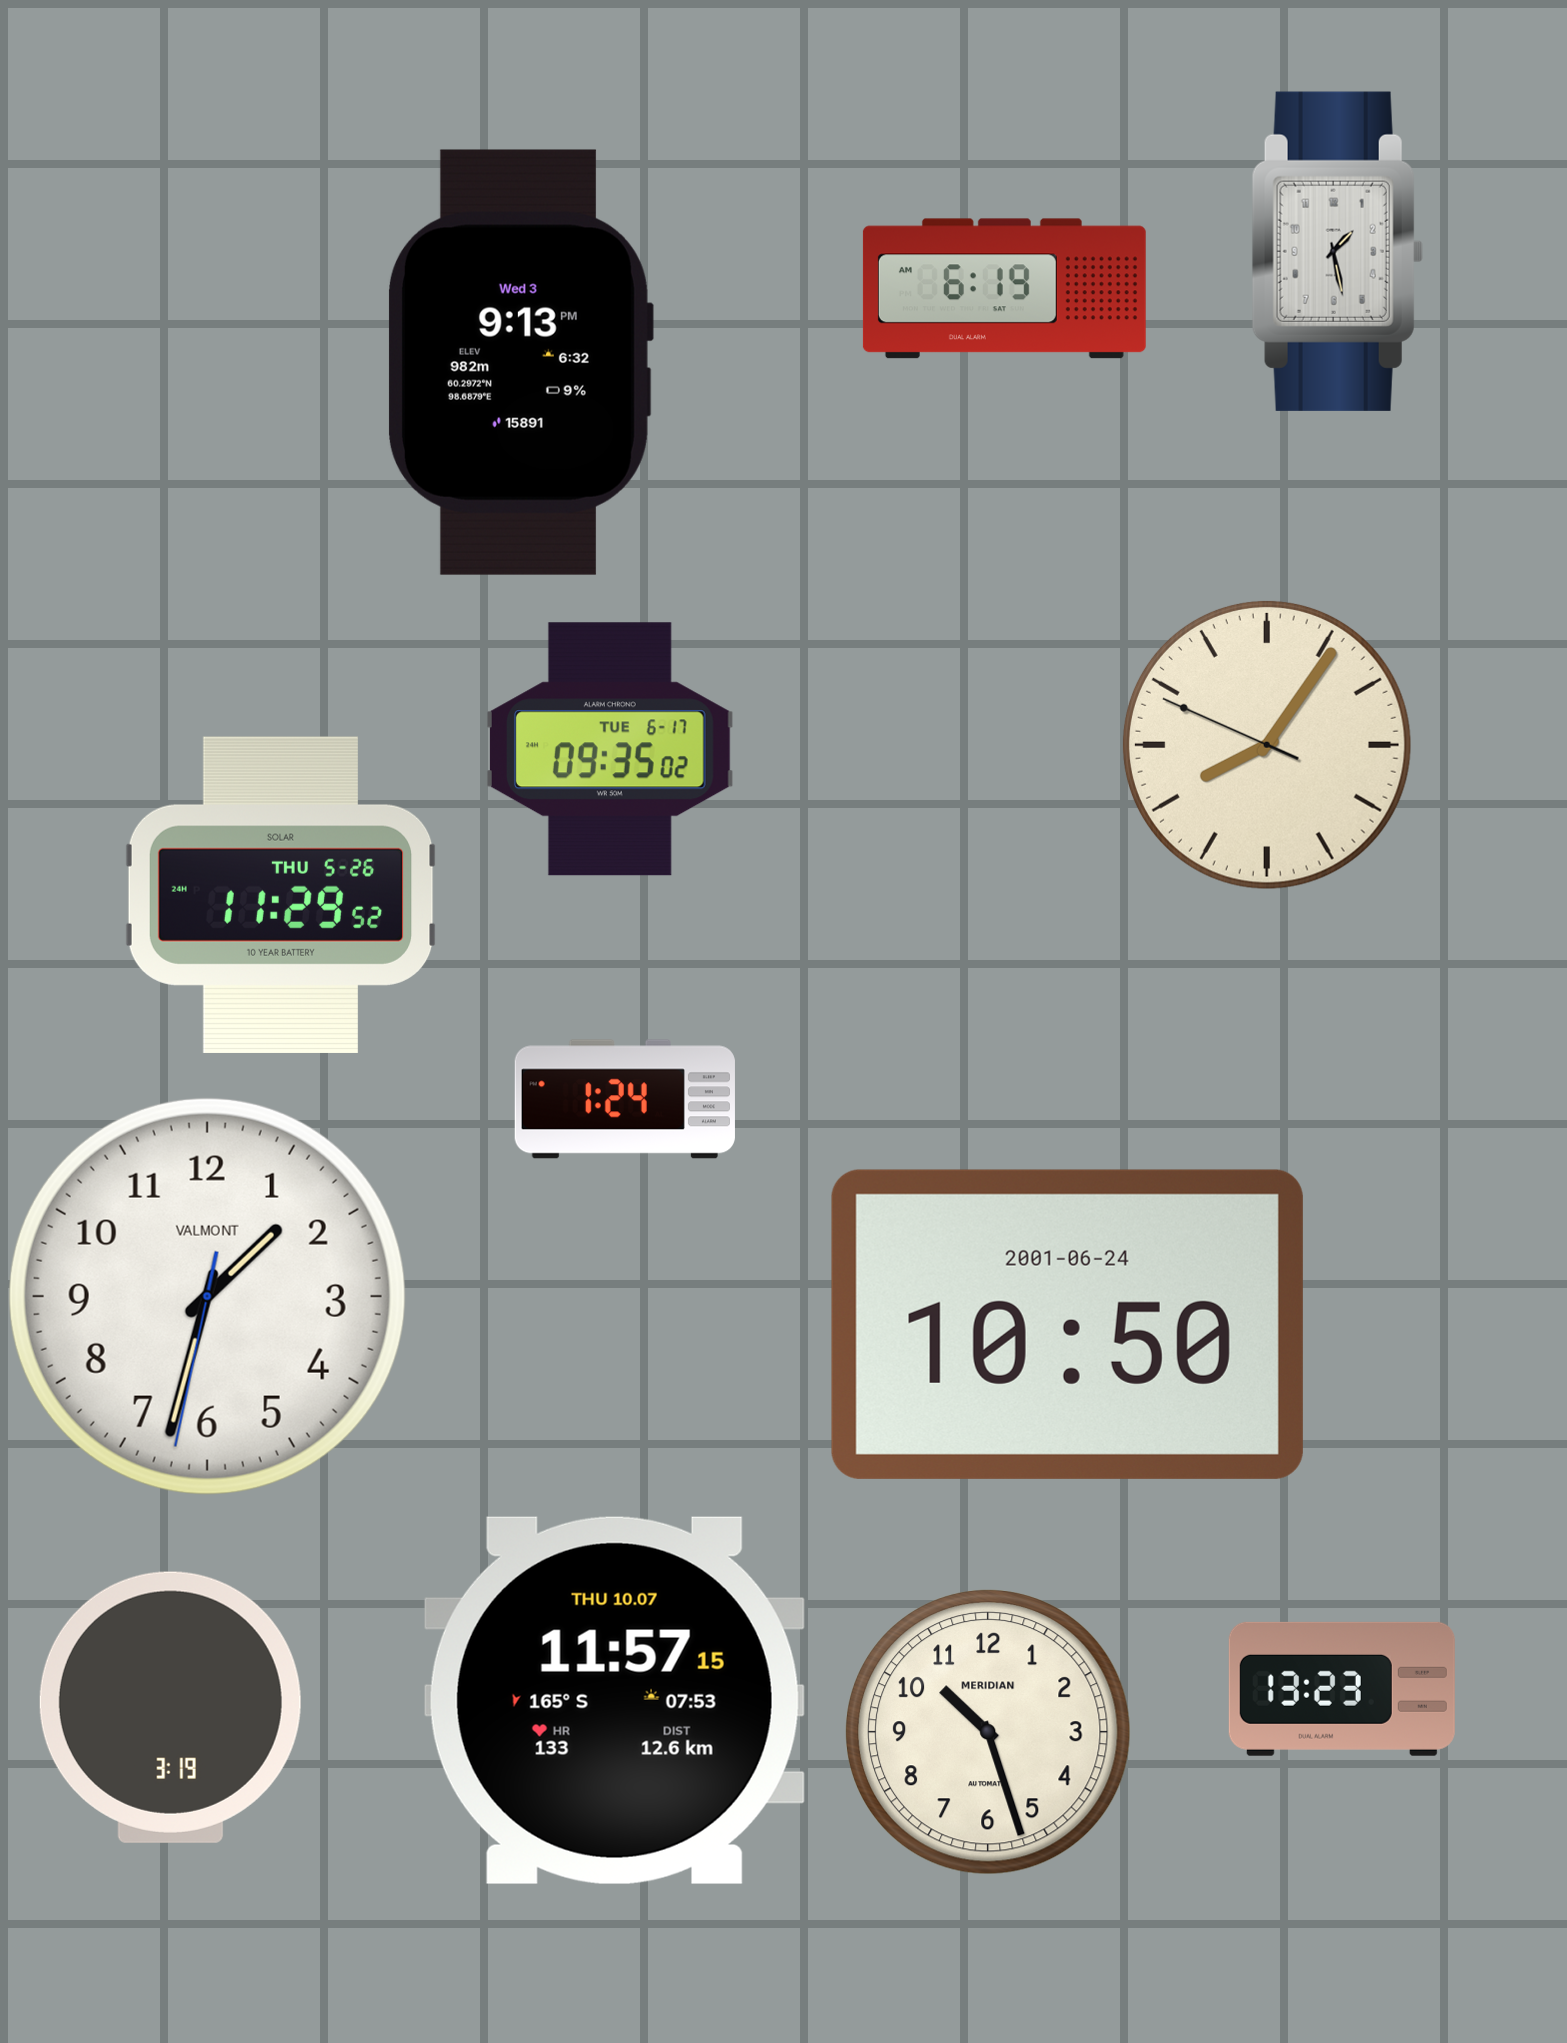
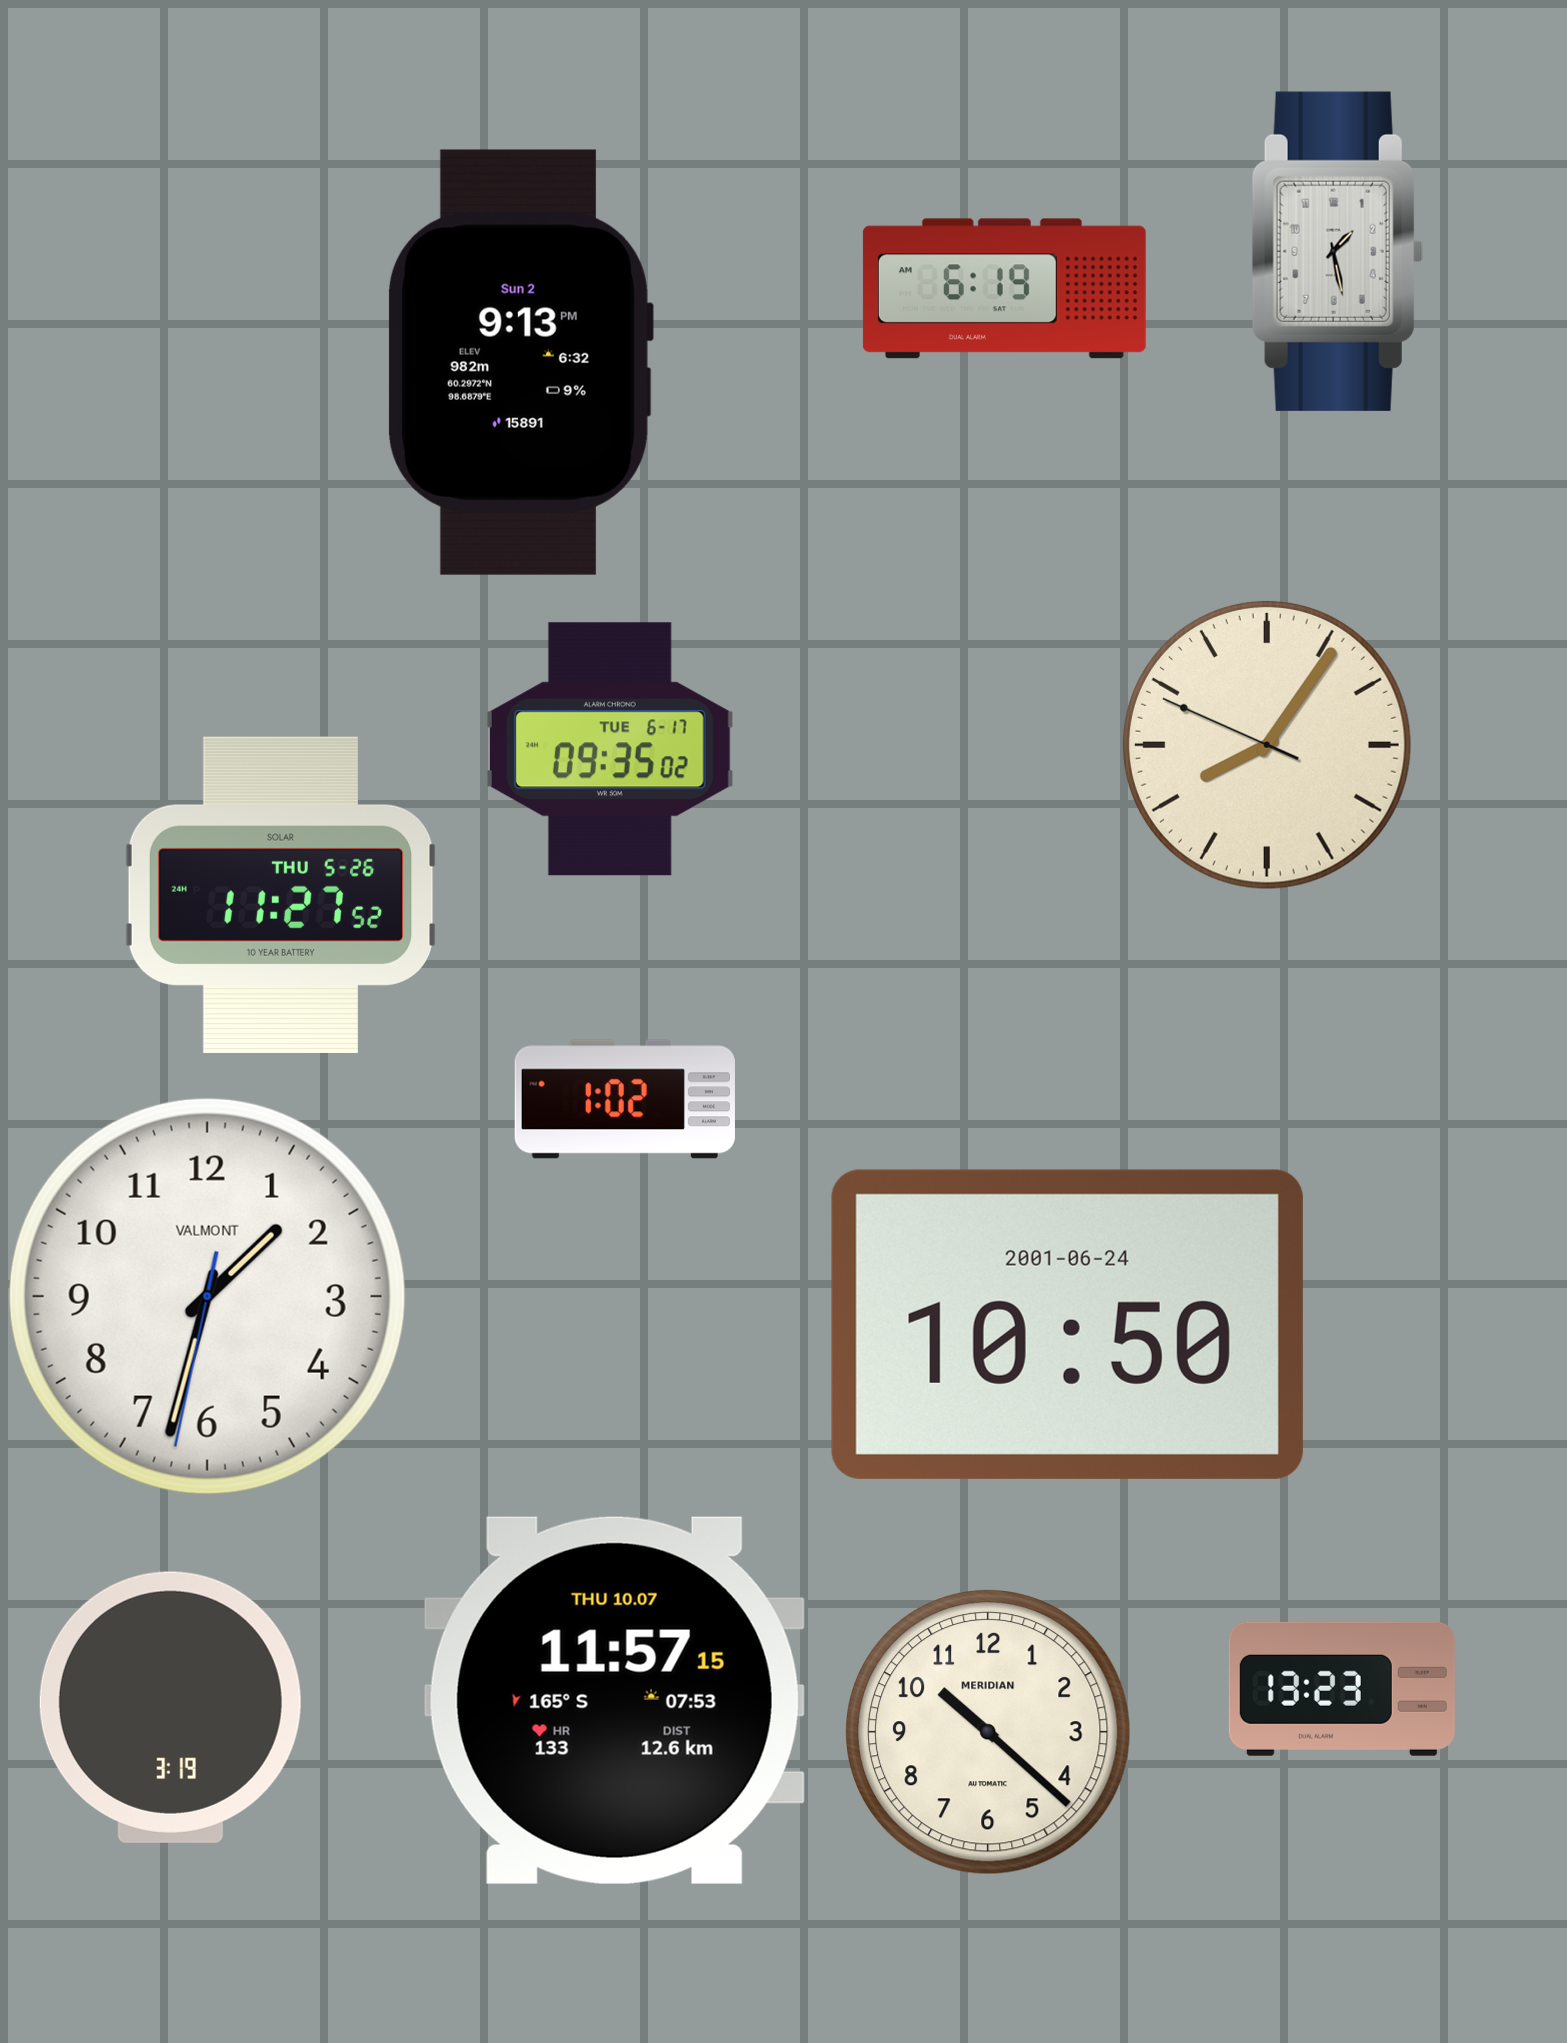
clock at (521, 362) date: Wed 3 -> Sun 2
clock at (281, 895): 11:29 -> 11:27
clock at (625, 1099): 1:24 -> 1:02
clock at (989, 1733): 10:27 -> 10:22
